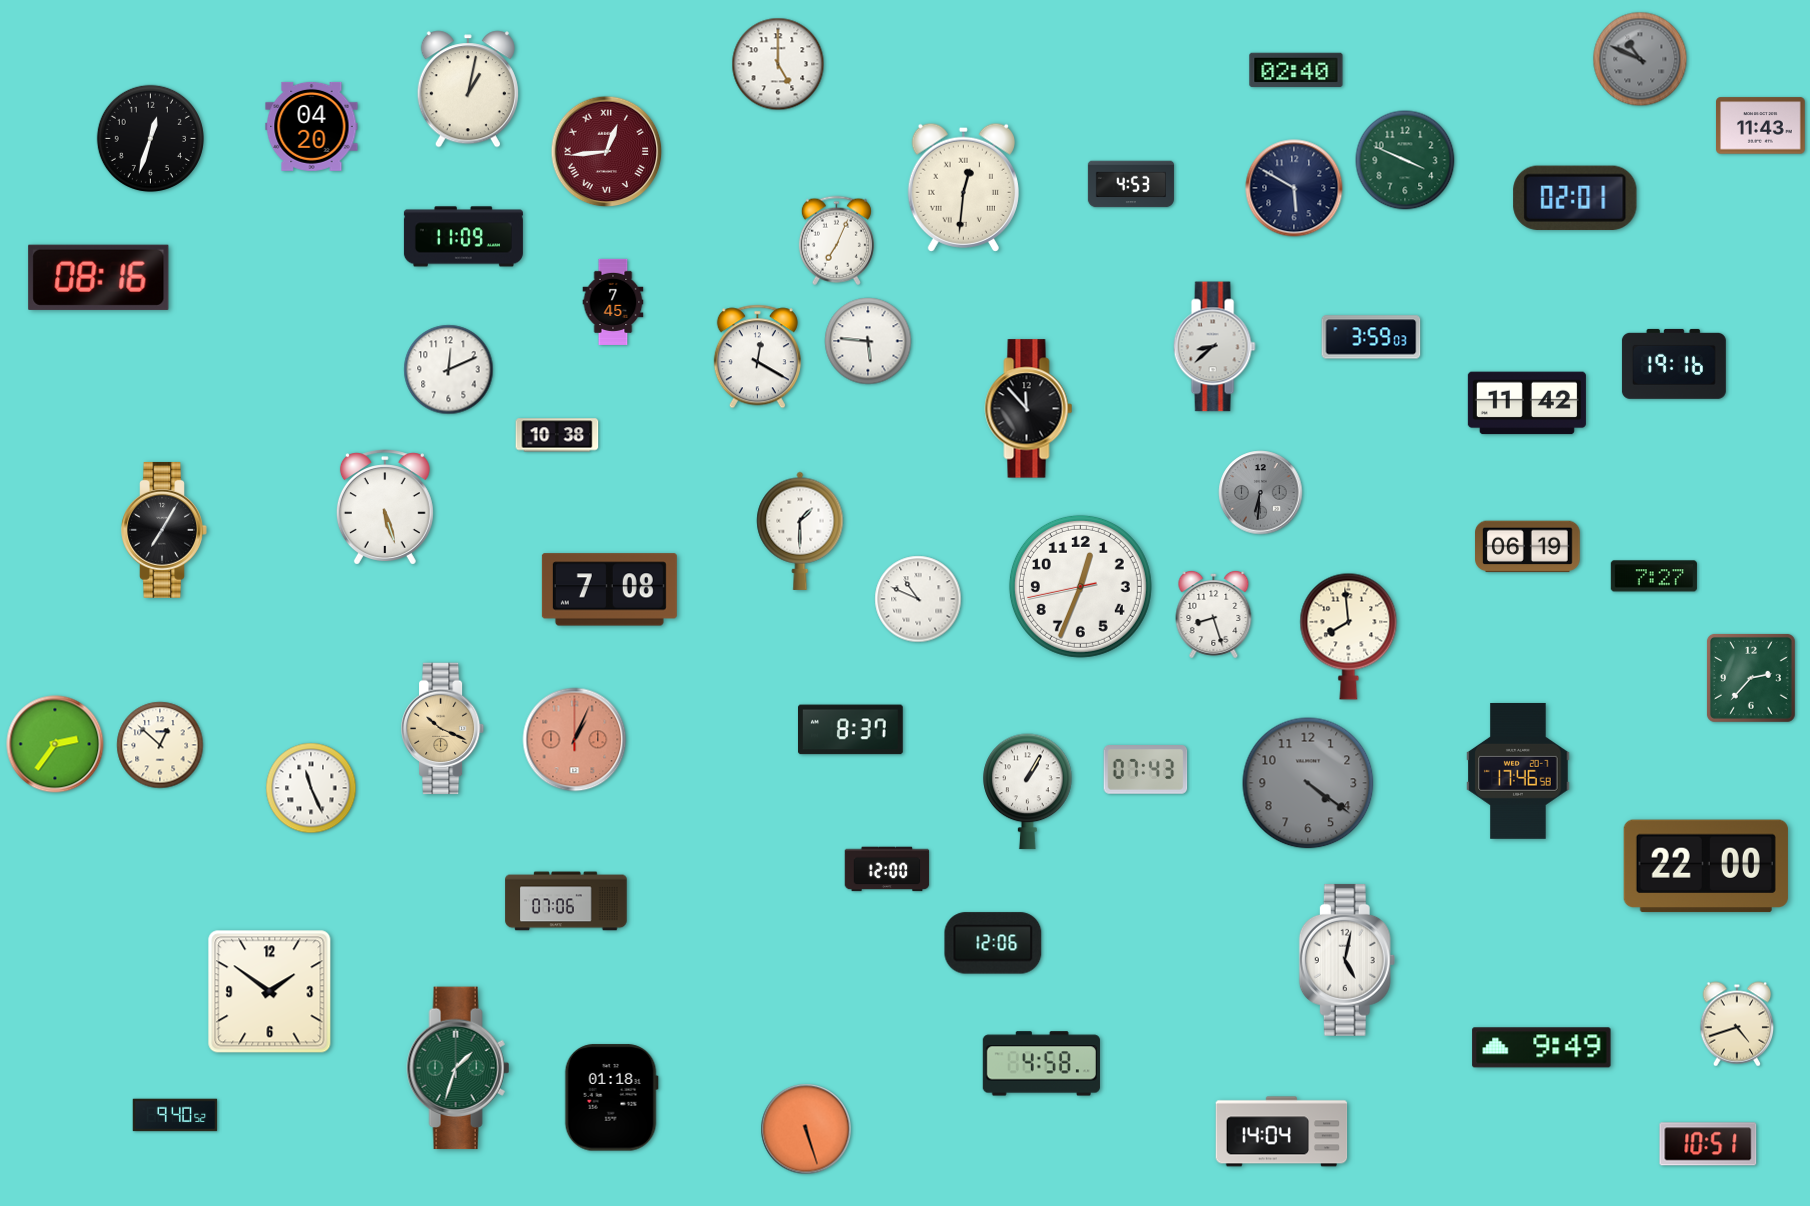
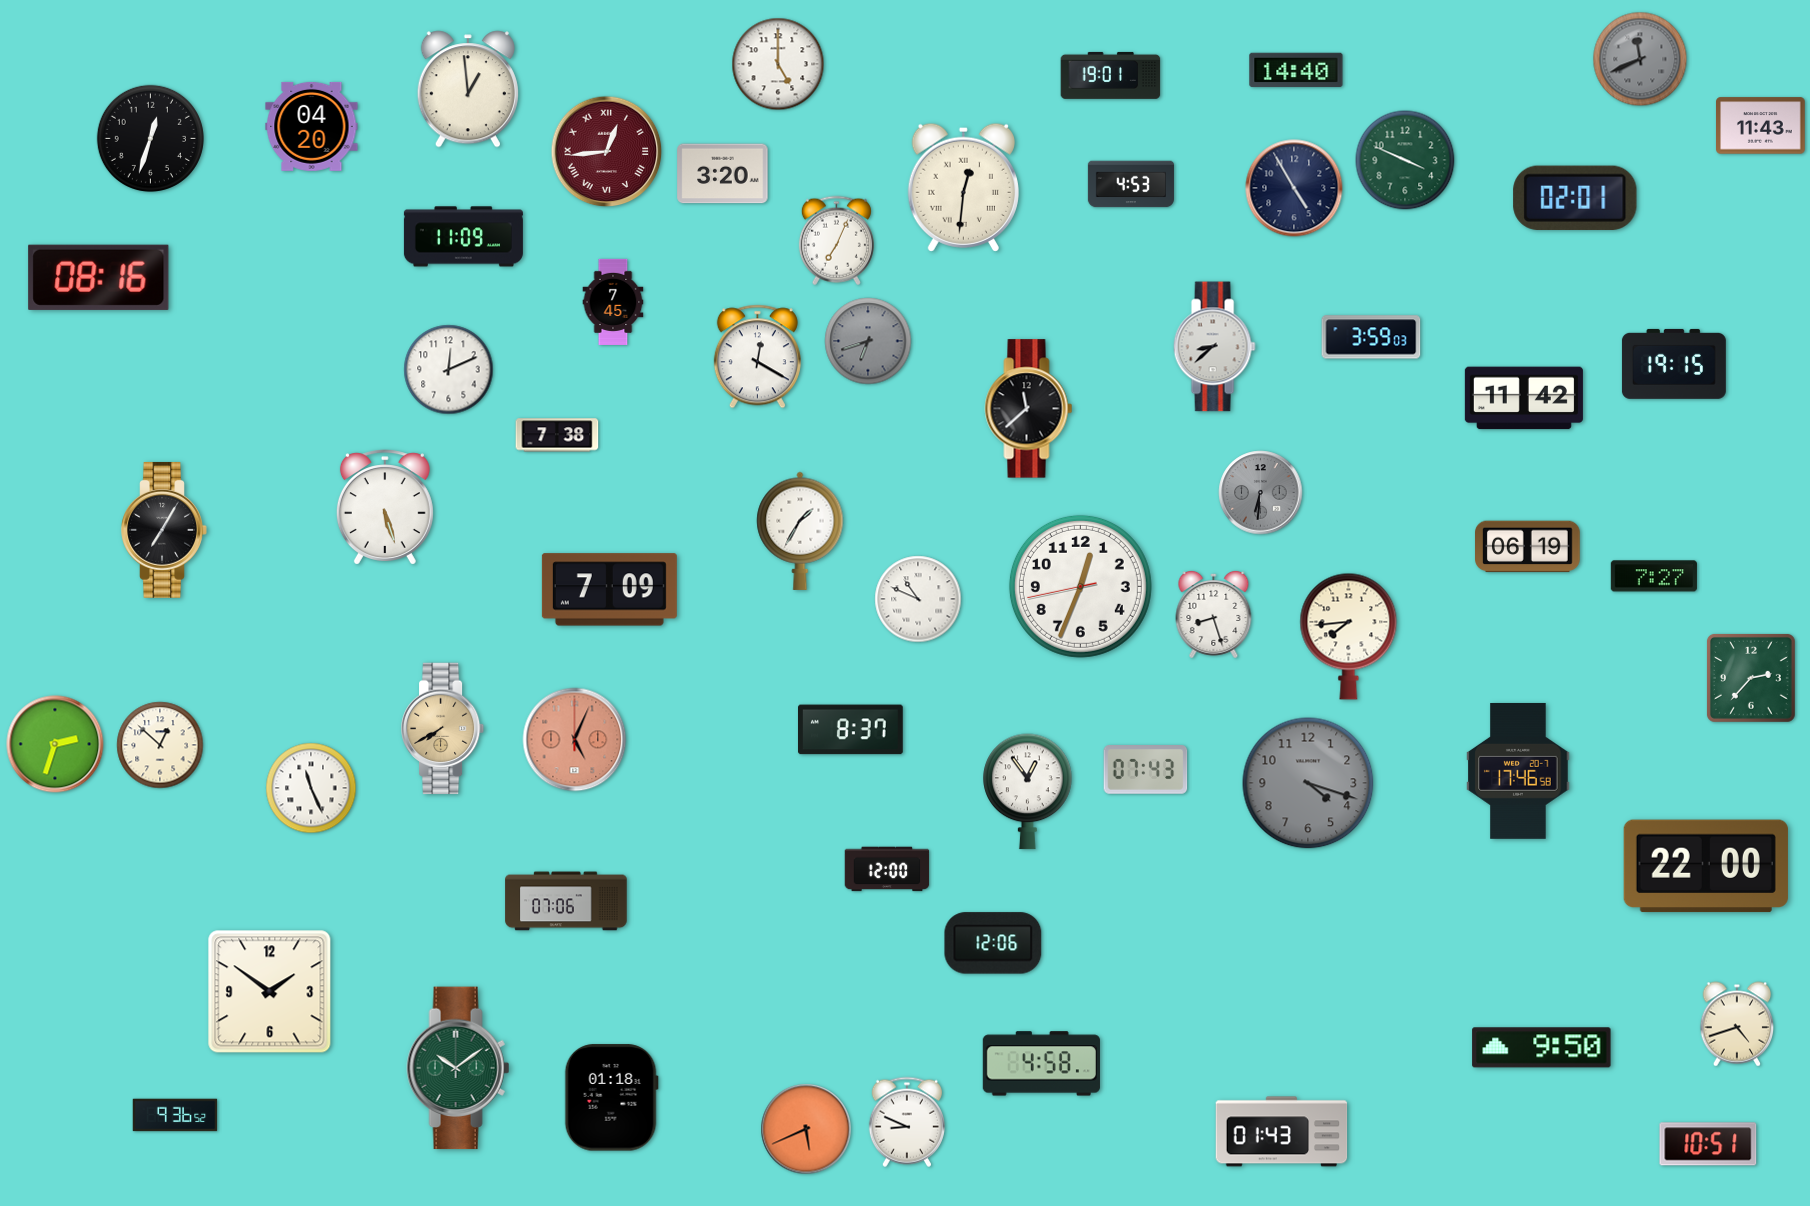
clock at (1640, 59): 10:49 -> 11:41
clock at (1296, 70): 02:40 -> 14:40
clock at (1111, 75): none -> 19:01
clock at (468, 89): 1:02 -> 12:59
clock at (723, 174): none -> 3:20
clock at (1294, 188): 5:50 -> 4:55
clock at (868, 341): 5:46 -> 6:42
clock at (868, 341) dial: white -> grey
clock at (1674, 364): 19:16 -> 19:15
clock at (1527, 403) position: (1527, 403) -> (1524, 398)
clock at (1029, 409): 11:53 -> 11:38
clock at (557, 435): 10:38 -> 7:38
clock at (800, 531): 1:30 -> 1:35
clock at (609, 590): 7:08 -> 7:09
clock at (1349, 636): 7:59 -> 7:44
clock at (443, 729): 10:19 -> 7:40
clock at (575, 740): 1:04 -> 5:04
clock at (55, 744): 2:36 -> 2:33
clock at (1308, 783): 4:21 -> 4:18
clock at (1028, 792): 1:05 -> 12:54
clock at (1347, 960): 5:02 -> none
clock at (1542, 1048): 9:49 -> 9:50
clock at (458, 1068): 1:33 -> 10:09
clock at (175, 1115): 9:40 -> 9:36
clock at (907, 1122): none -> 8:49
clock at (806, 1129): 5:27 -> 5:41
clock at (1282, 1132): 14:04 -> 01:43
